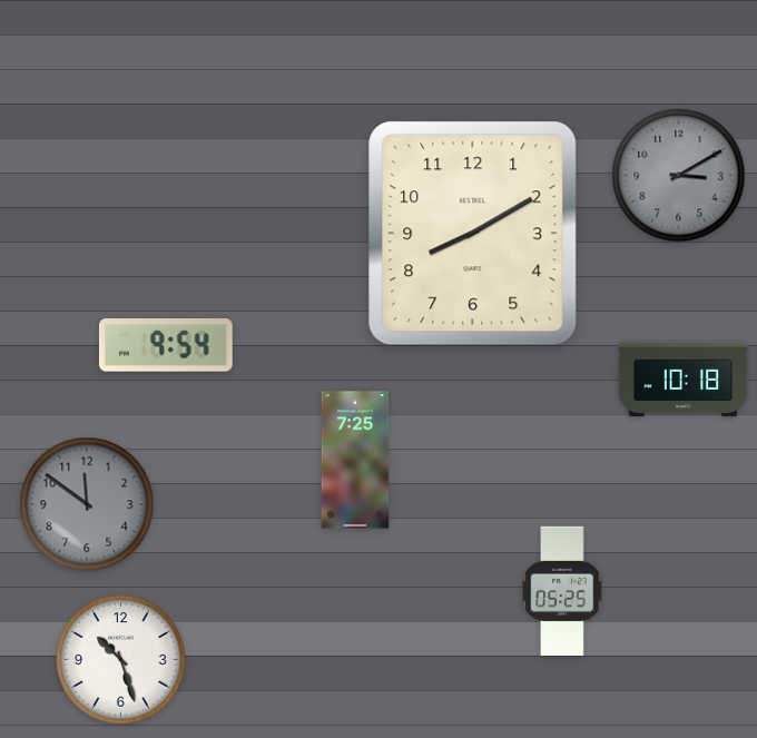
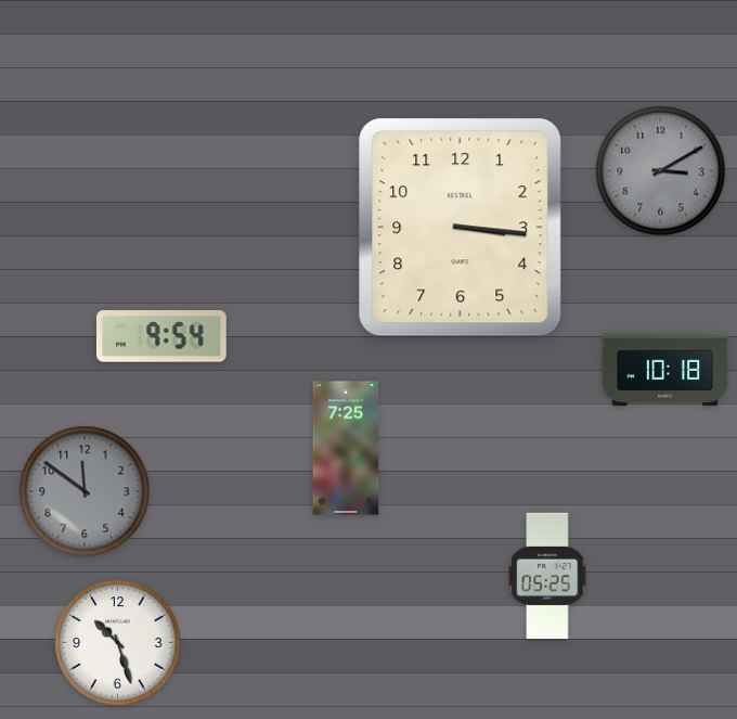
clock at (473, 234): 8:10 -> 3:16
